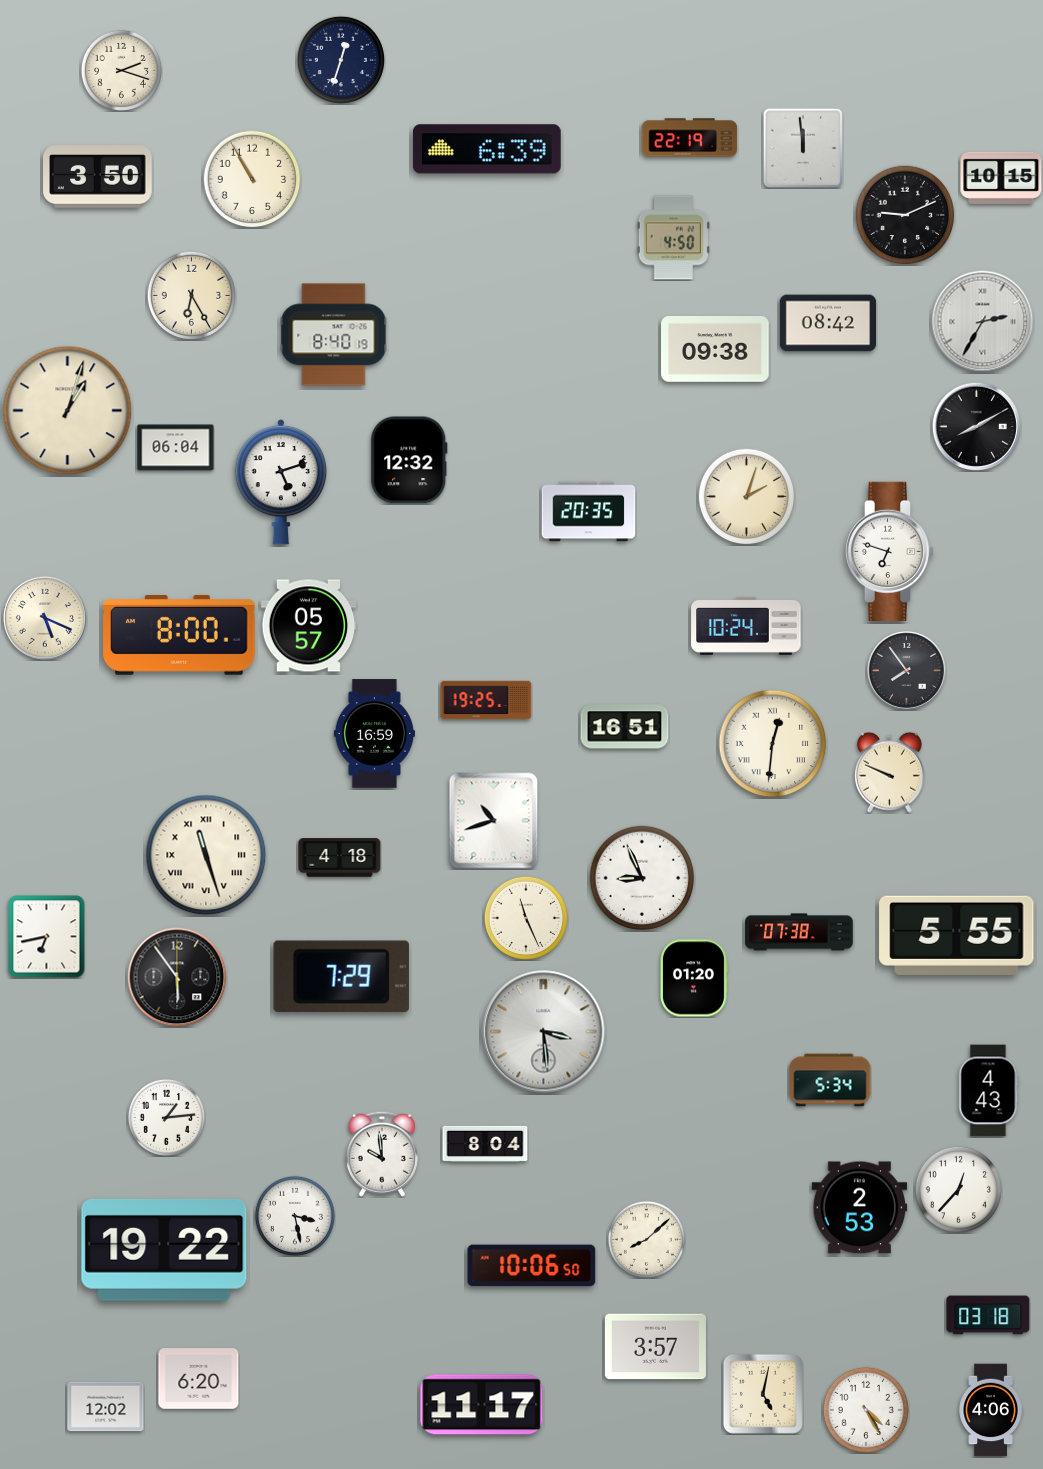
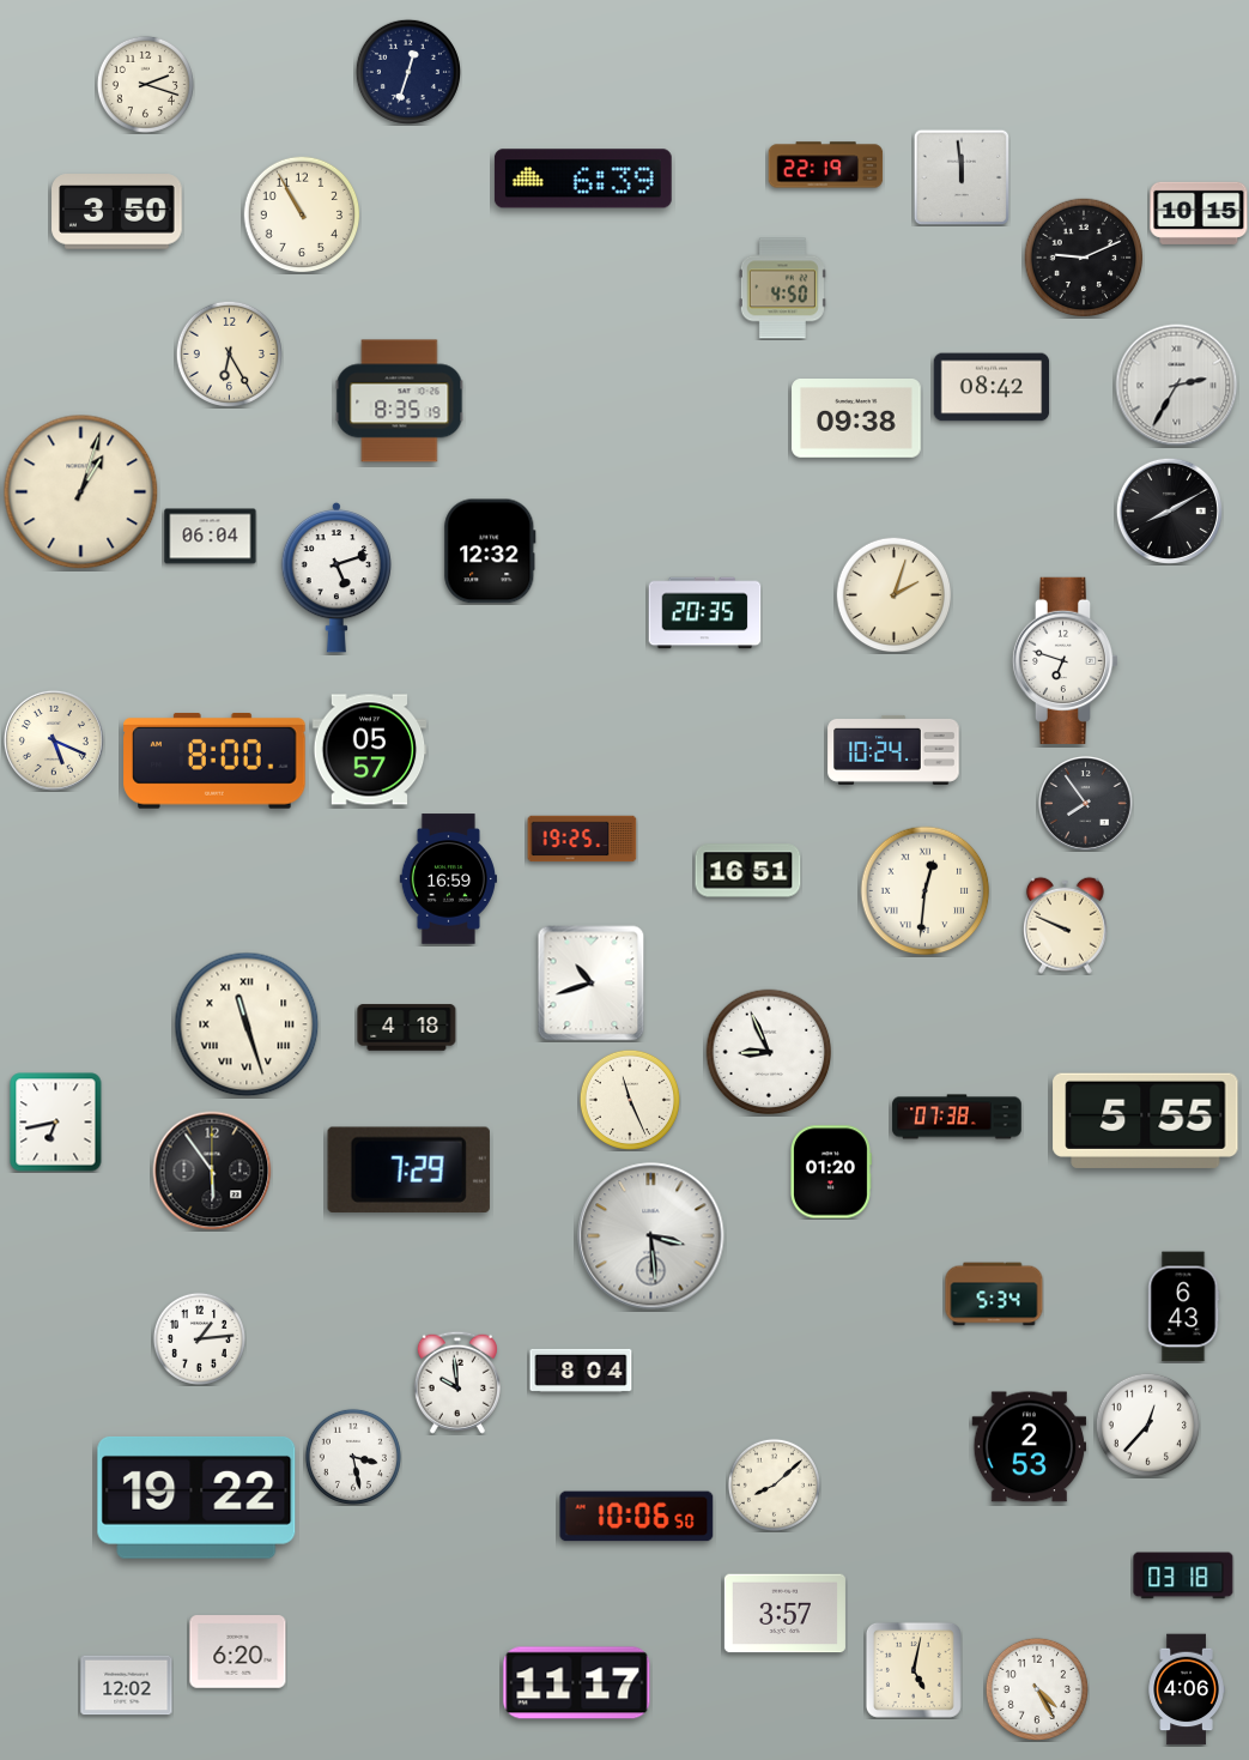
clock at (673, 238) position: (673, 238) -> (782, 289)
clock at (334, 335): 8:40 -> 8:35
clock at (989, 1091): 4:43 -> 6:43
